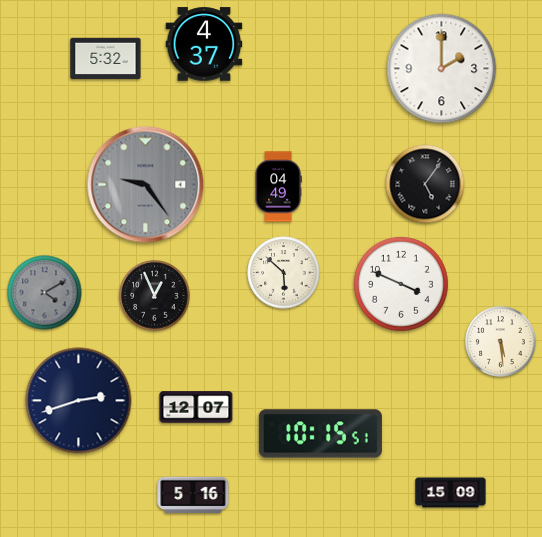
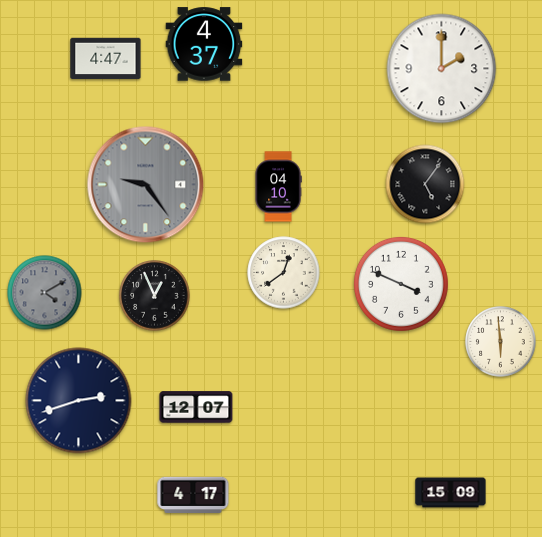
clock at (106, 59): 5:32 -> 4:47
clock at (278, 187): 04:49 -> 04:10
clock at (284, 273): 5:52 -> 12:39
clock at (501, 342): 5:29 -> 5:59
clock at (320, 434): 10:15 -> none
clock at (193, 495): 5:16 -> 4:17
